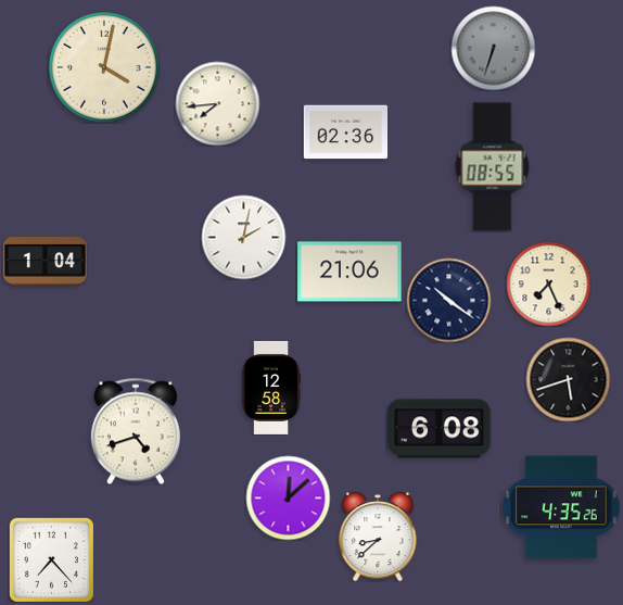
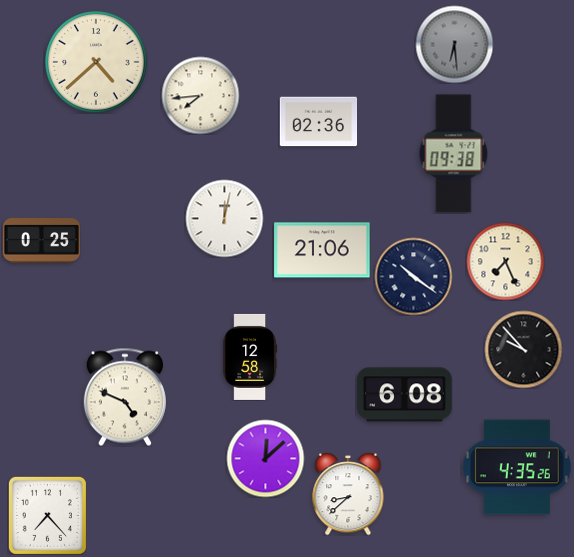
clock at (493, 48): 6:33 -> 6:29
clock at (104, 67): 4:02 -> 4:38
clock at (493, 167): 08:55 -> 09:38
clock at (243, 237): 2:02 -> 12:02
clock at (44, 262): 1:04 -> 0:25
clock at (568, 379): 5:42 -> 9:53
clock at (136, 431): 4:42 -> 4:49
